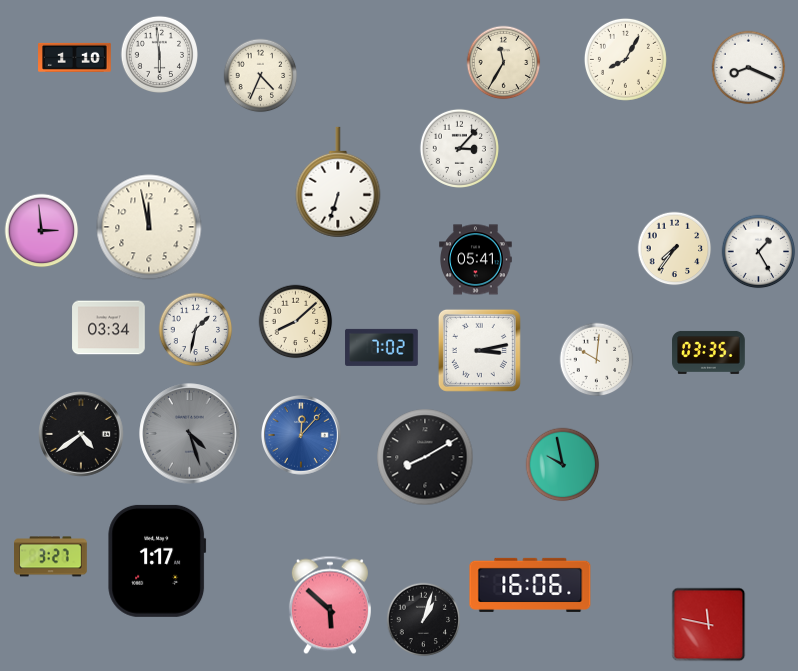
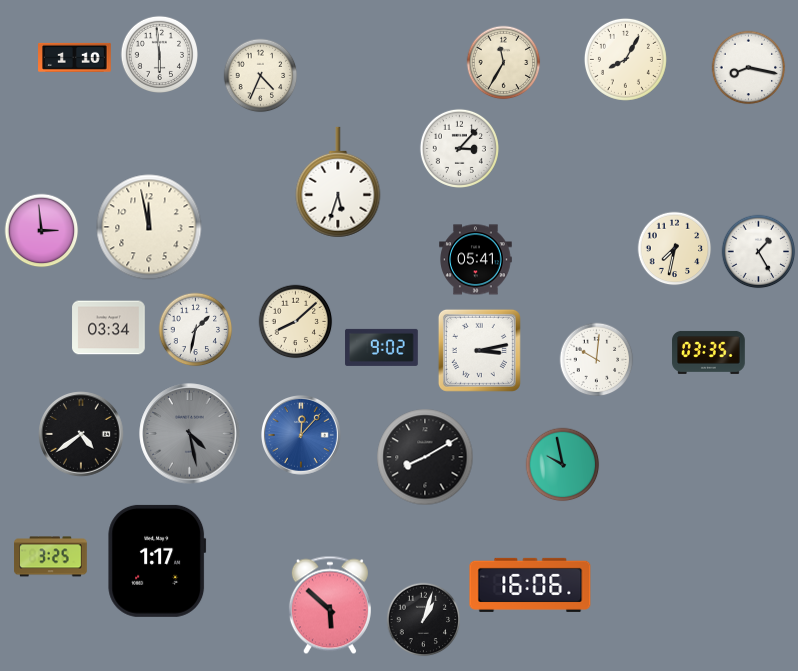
clock at (749, 68): 8:19 -> 8:17
clock at (338, 182): 6:33 -> 5:33
clock at (675, 249): 7:36 -> 7:32
clock at (382, 347): 7:02 -> 9:02
clock at (190, 434): 4:27 -> 4:28
clock at (51, 557): 3:27 -> 3:25
clock at (709, 625): 11:47 -> none
